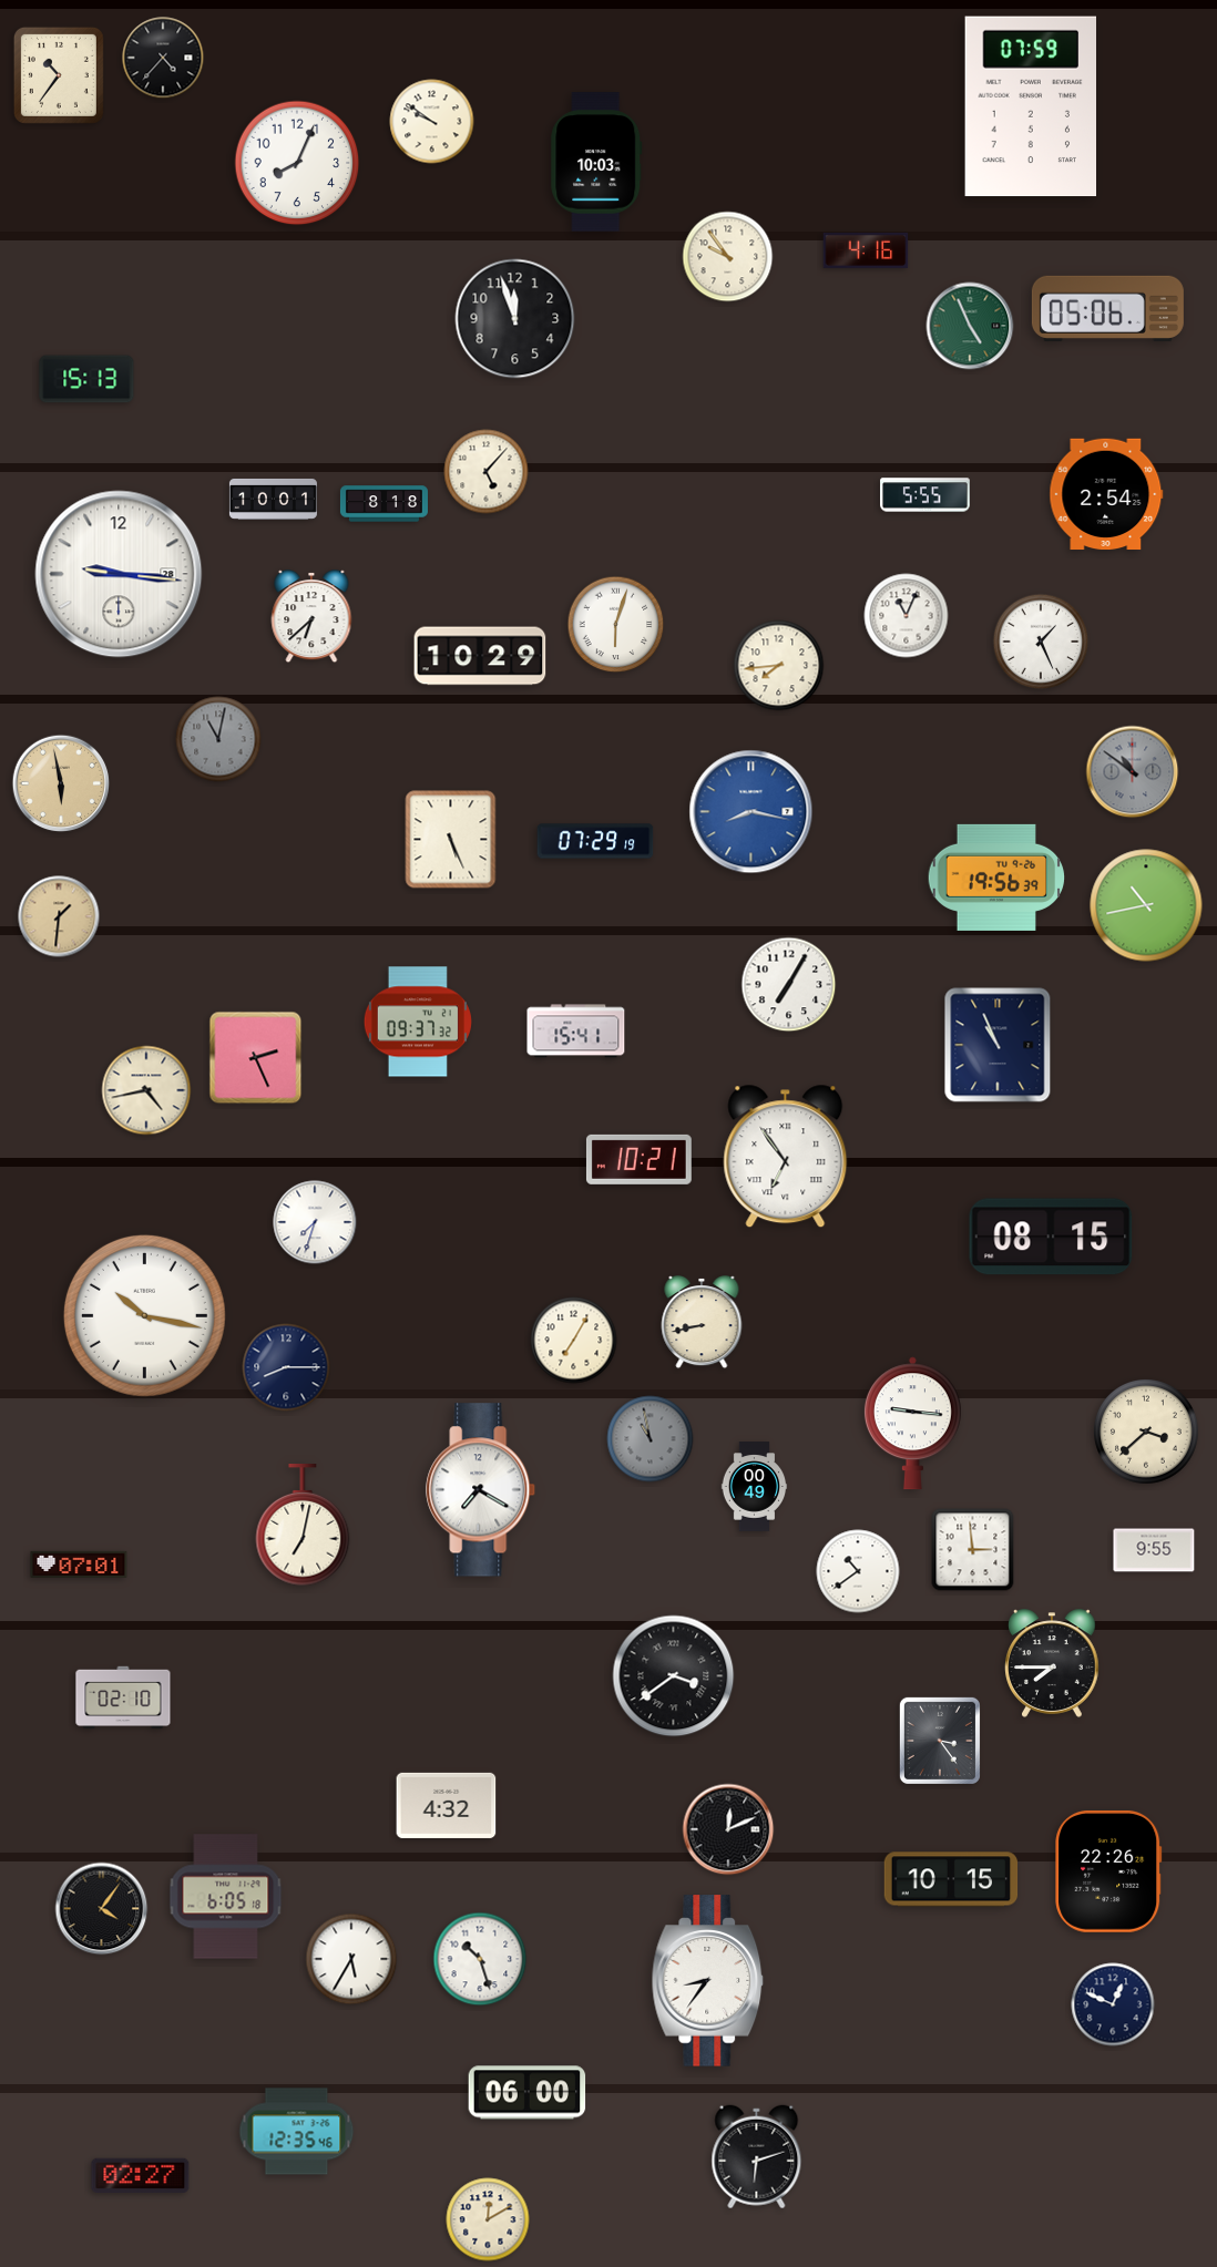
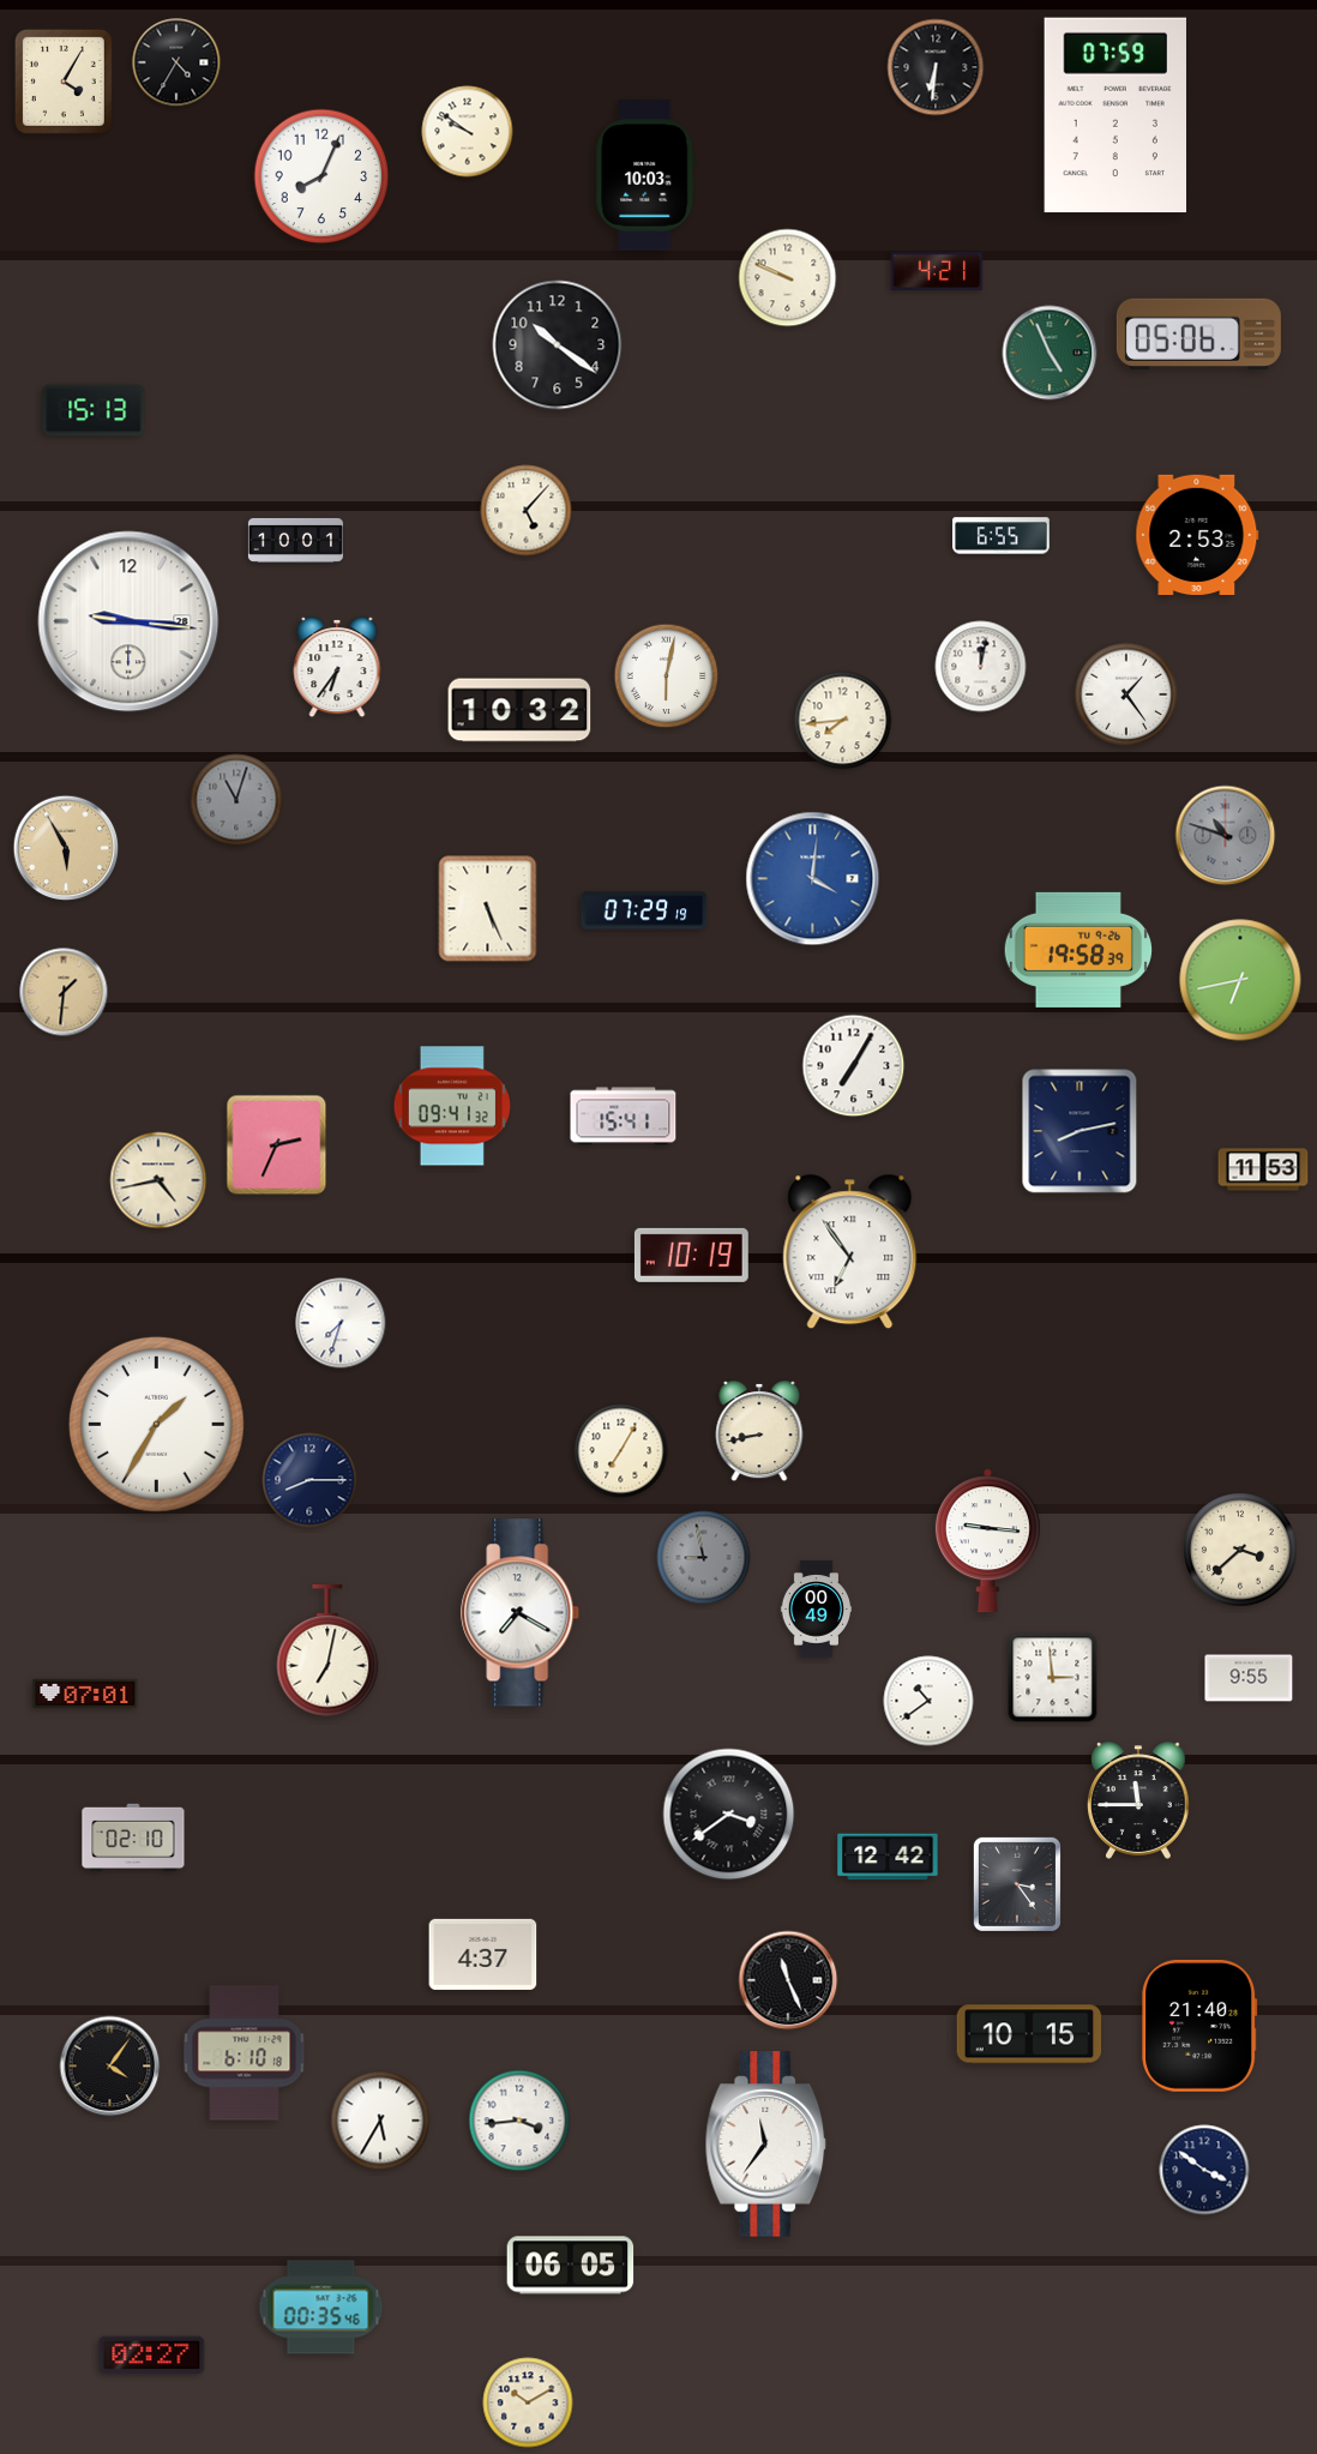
clock at (163, 58): 4:37 -> 4:35
clock at (936, 67): none -> 6:31
clock at (59, 75): 10:36 -> 4:05
clock at (866, 250): 4:16 -> 4:21
clock at (728, 257): 9:54 -> 9:49
clock at (515, 319): 11:57 -> 10:21
clock at (1106, 494): 2:54 -> 2:53
clock at (925, 495): 5:55 -> 6:55
clock at (383, 504): 8:18 -> none
clock at (907, 616): 11:04 -> 12:02
clock at (311, 617): 6:38 -> 6:36
clock at (616, 625): 6:03 -> 6:02
clock at (1041, 642): 1:26 -> 1:24
clock at (480, 656): 10:29 -> 10:32
clock at (218, 739): 11:02 -> 11:03
clock at (1133, 772): 10:51 -> 10:48
clock at (61, 783): 5:58 -> 5:55
clock at (751, 812): 8:17 -> 4:01
clock at (996, 878): 19:56 -> 19:58
clock at (1146, 905): 10:43 -> 6:43
clock at (418, 1022): 09:37 -> 09:41
clock at (998, 1045): 10:56 -> 8:13
clock at (256, 1058): 2:26 -> 2:34
clock at (1263, 1169): none -> 11:53
clock at (638, 1159): 10:21 -> 10:19
clock at (1051, 1237): 08:15 -> none
clock at (144, 1315): 10:17 -> 1:35
clock at (651, 1439): 10:58 -> 8:58
clock at (1053, 1663): 7:45 -> 11:45
clock at (888, 1857): none -> 12:42
clock at (447, 1805): 4:32 -> 4:37
clock at (728, 1829): 12:11 -> 11:26
clock at (1108, 1871): 22:26 -> 21:40
clock at (226, 1897): 6:05 -> 6:10
clock at (480, 1959): 10:27 -> 3:44
clock at (708, 1981): 8:36 -> 11:36
clock at (1113, 2004): 12:49 -> 3:51
clock at (528, 2093): 06:00 -> 06:05
clock at (297, 2132): 12:35 -> 00:35
clock at (757, 2157): 6:12 -> none
clock at (488, 2219): 12:10 -> 10:10
